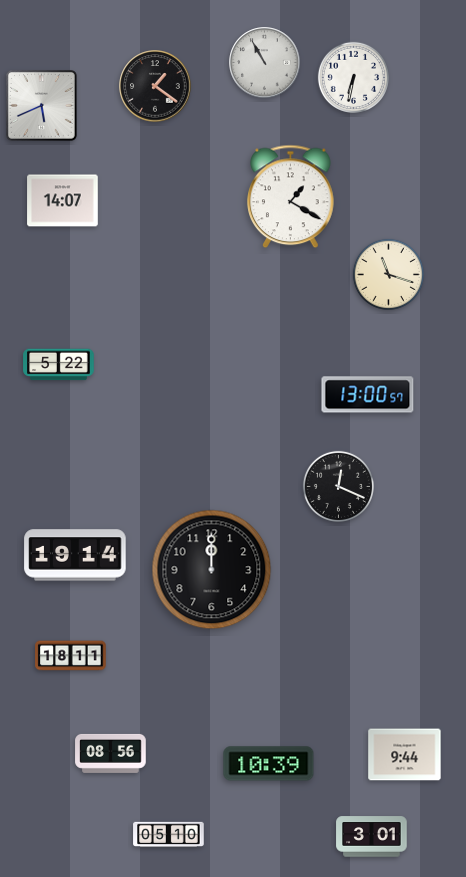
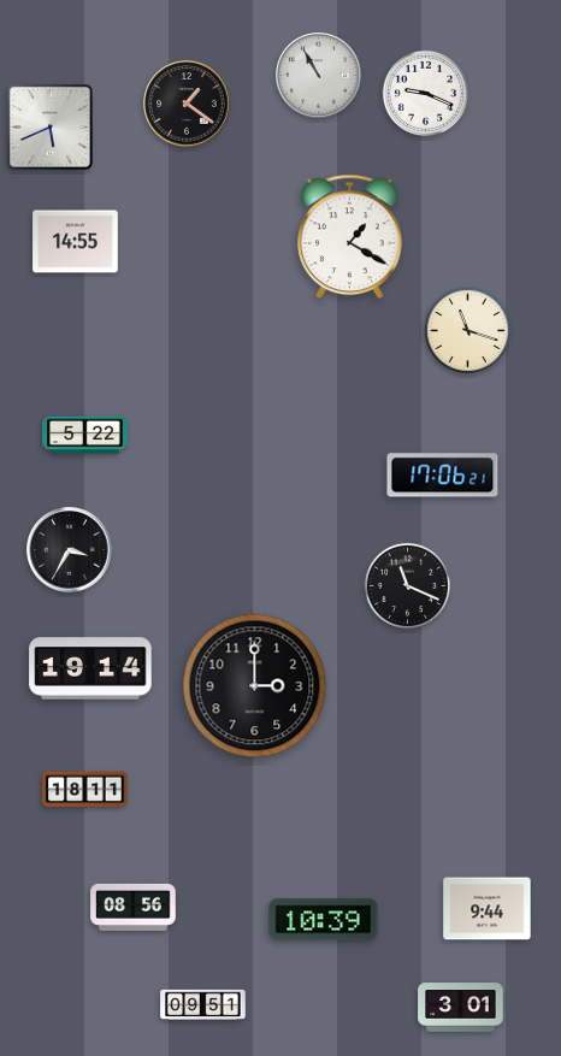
clock at (353, 77): 6:32 -> 9:19
clock at (63, 201): 14:07 -> 14:55
clock at (59, 365) position: (59, 365) -> (85, 436)
clock at (368, 395): 13:00 -> 17:06
clock at (70, 550): none -> 3:35
clock at (338, 486): 12:19 -> 11:19
clock at (212, 570): 12:00 -> 3:00
clock at (169, 835): 05:10 -> 09:51
clock at (372, 837) position: (372, 837) -> (461, 1008)
